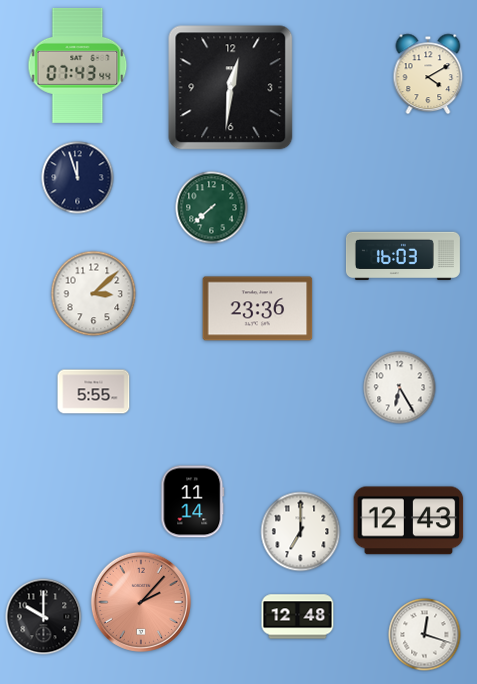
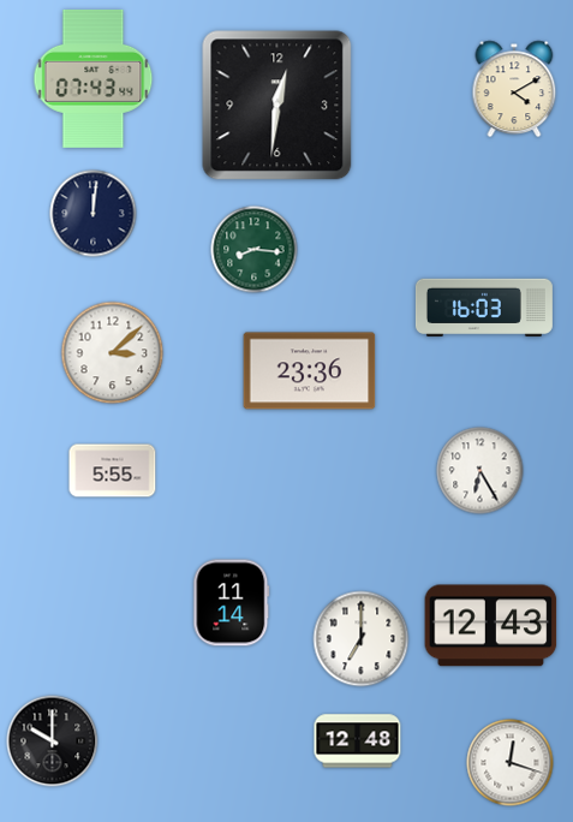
clock at (78, 178): 11:57 -> 12:01
clock at (212, 208): 7:38 -> 8:16
clock at (400, 388) position: (400, 388) -> (481, 471)
clock at (141, 602): 2:07 -> none
